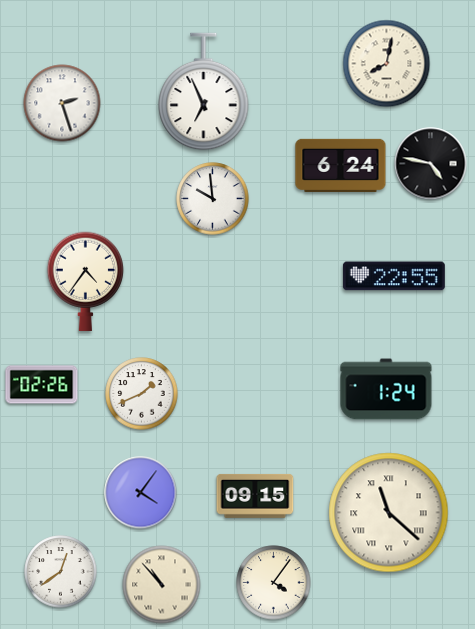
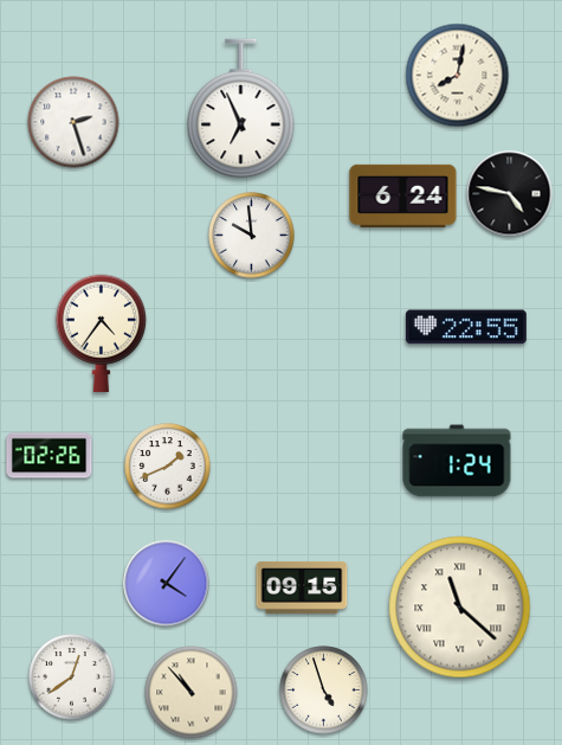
clock at (274, 583): 4:06 -> 4:57
